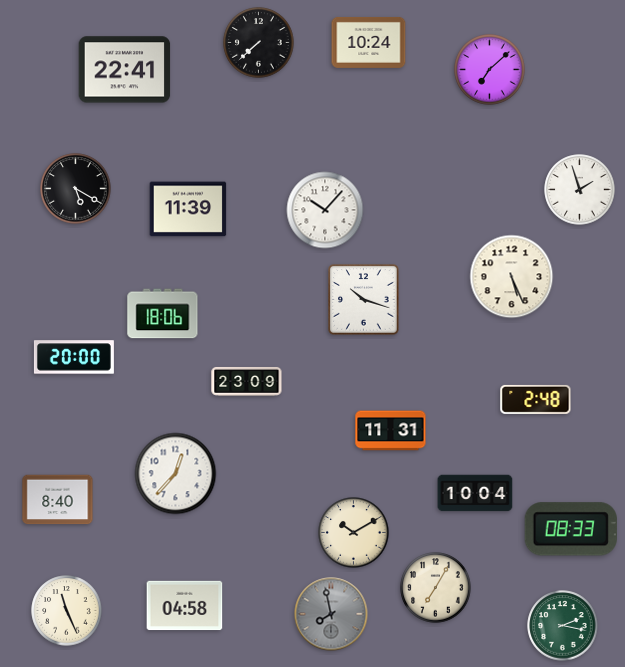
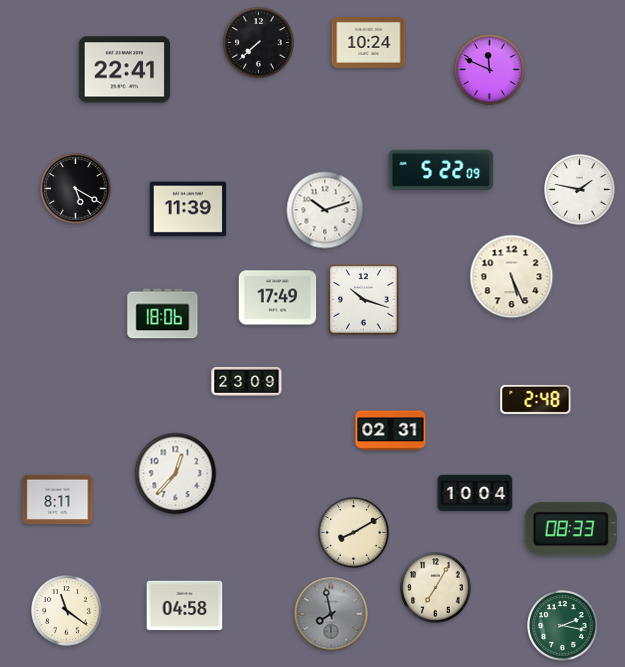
clock at (490, 70): 7:08 -> 11:49
clock at (441, 170): none -> 5:22
clock at (580, 190): 1:57 -> 1:47
clock at (325, 210): 10:07 -> 10:12
clock at (278, 298): none -> 17:49
clock at (74, 357): 20:00 -> none
clock at (391, 431): 11:31 -> 02:31
clock at (58, 500): 8:40 -> 8:11
clock at (354, 533): 10:10 -> 8:10
clock at (67, 611): 11:26 -> 11:21
